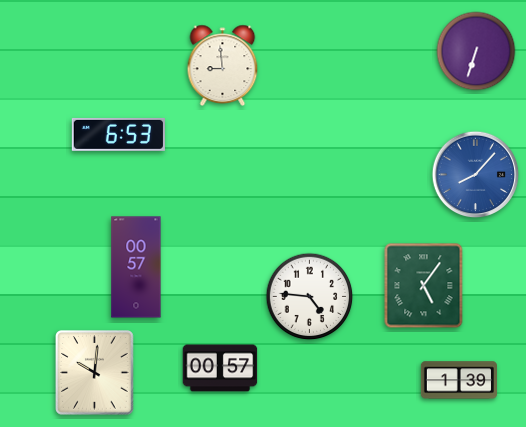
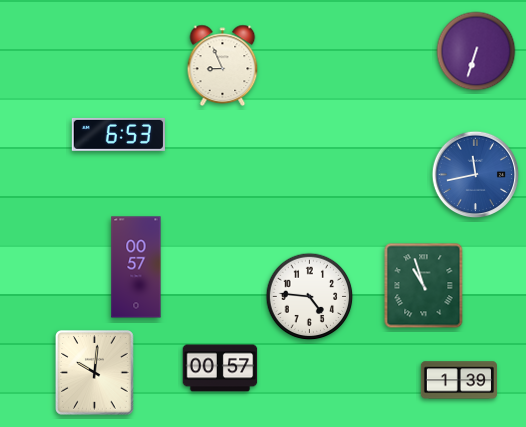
clock at (223, 65): 8:59 -> 8:56
clock at (476, 175): 8:07 -> 11:43
clock at (424, 286): 5:06 -> 10:57
